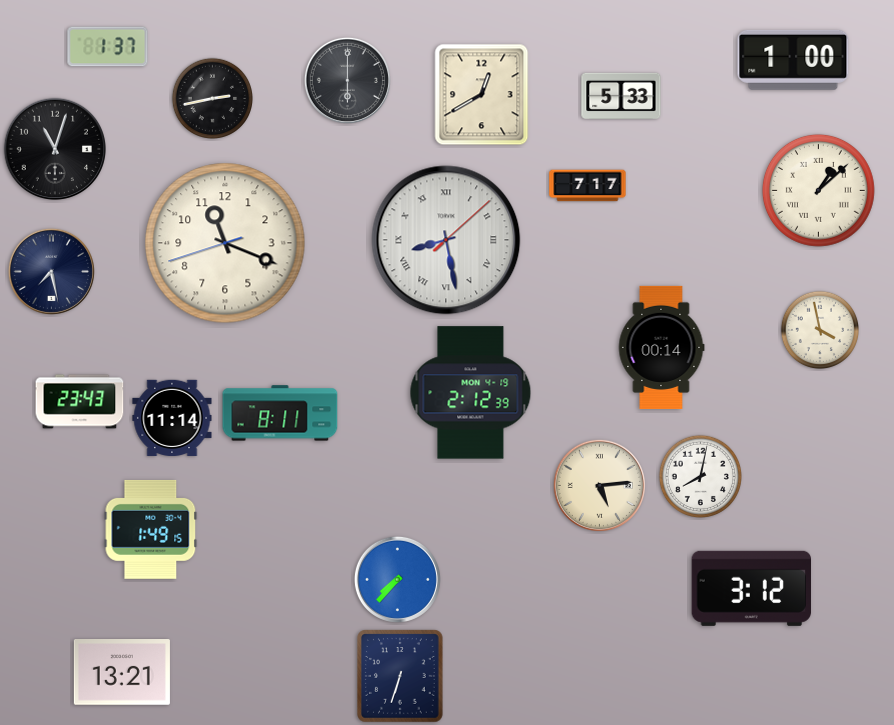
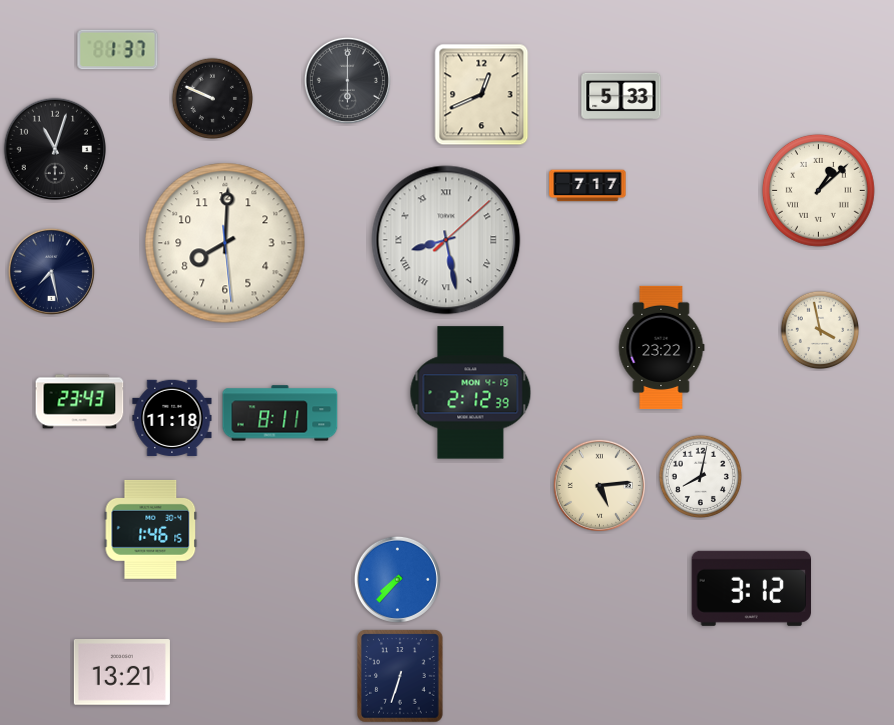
clock at (108, 47) position: (108, 47) -> (118, 50)
clock at (793, 60): 1:00 -> none
clock at (482, 95): 12:40 -> 12:41
clock at (212, 98): 2:43 -> 9:49
clock at (225, 243): 11:18 -> 8:00
clock at (661, 347): 00:14 -> 23:22
clock at (172, 418): 11:14 -> 11:18
clock at (151, 529): 1:49 -> 1:46
